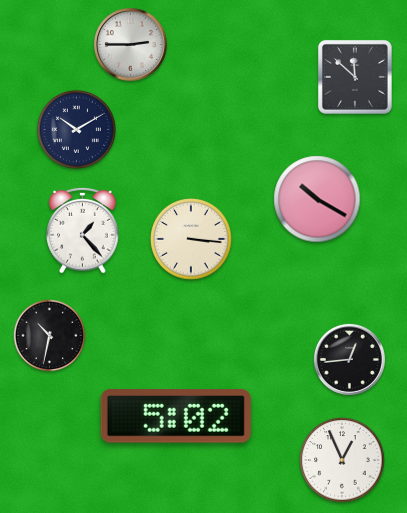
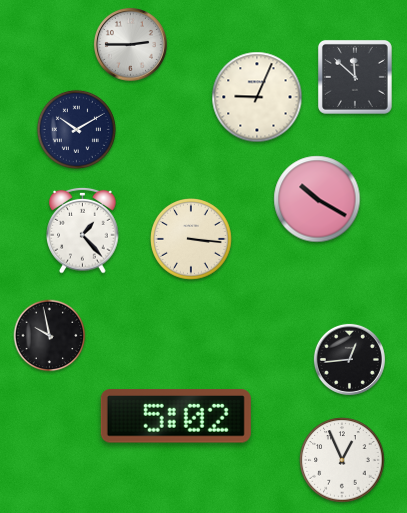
clock at (257, 97): none -> 9:04
clock at (50, 336): 10:32 -> 9:58
